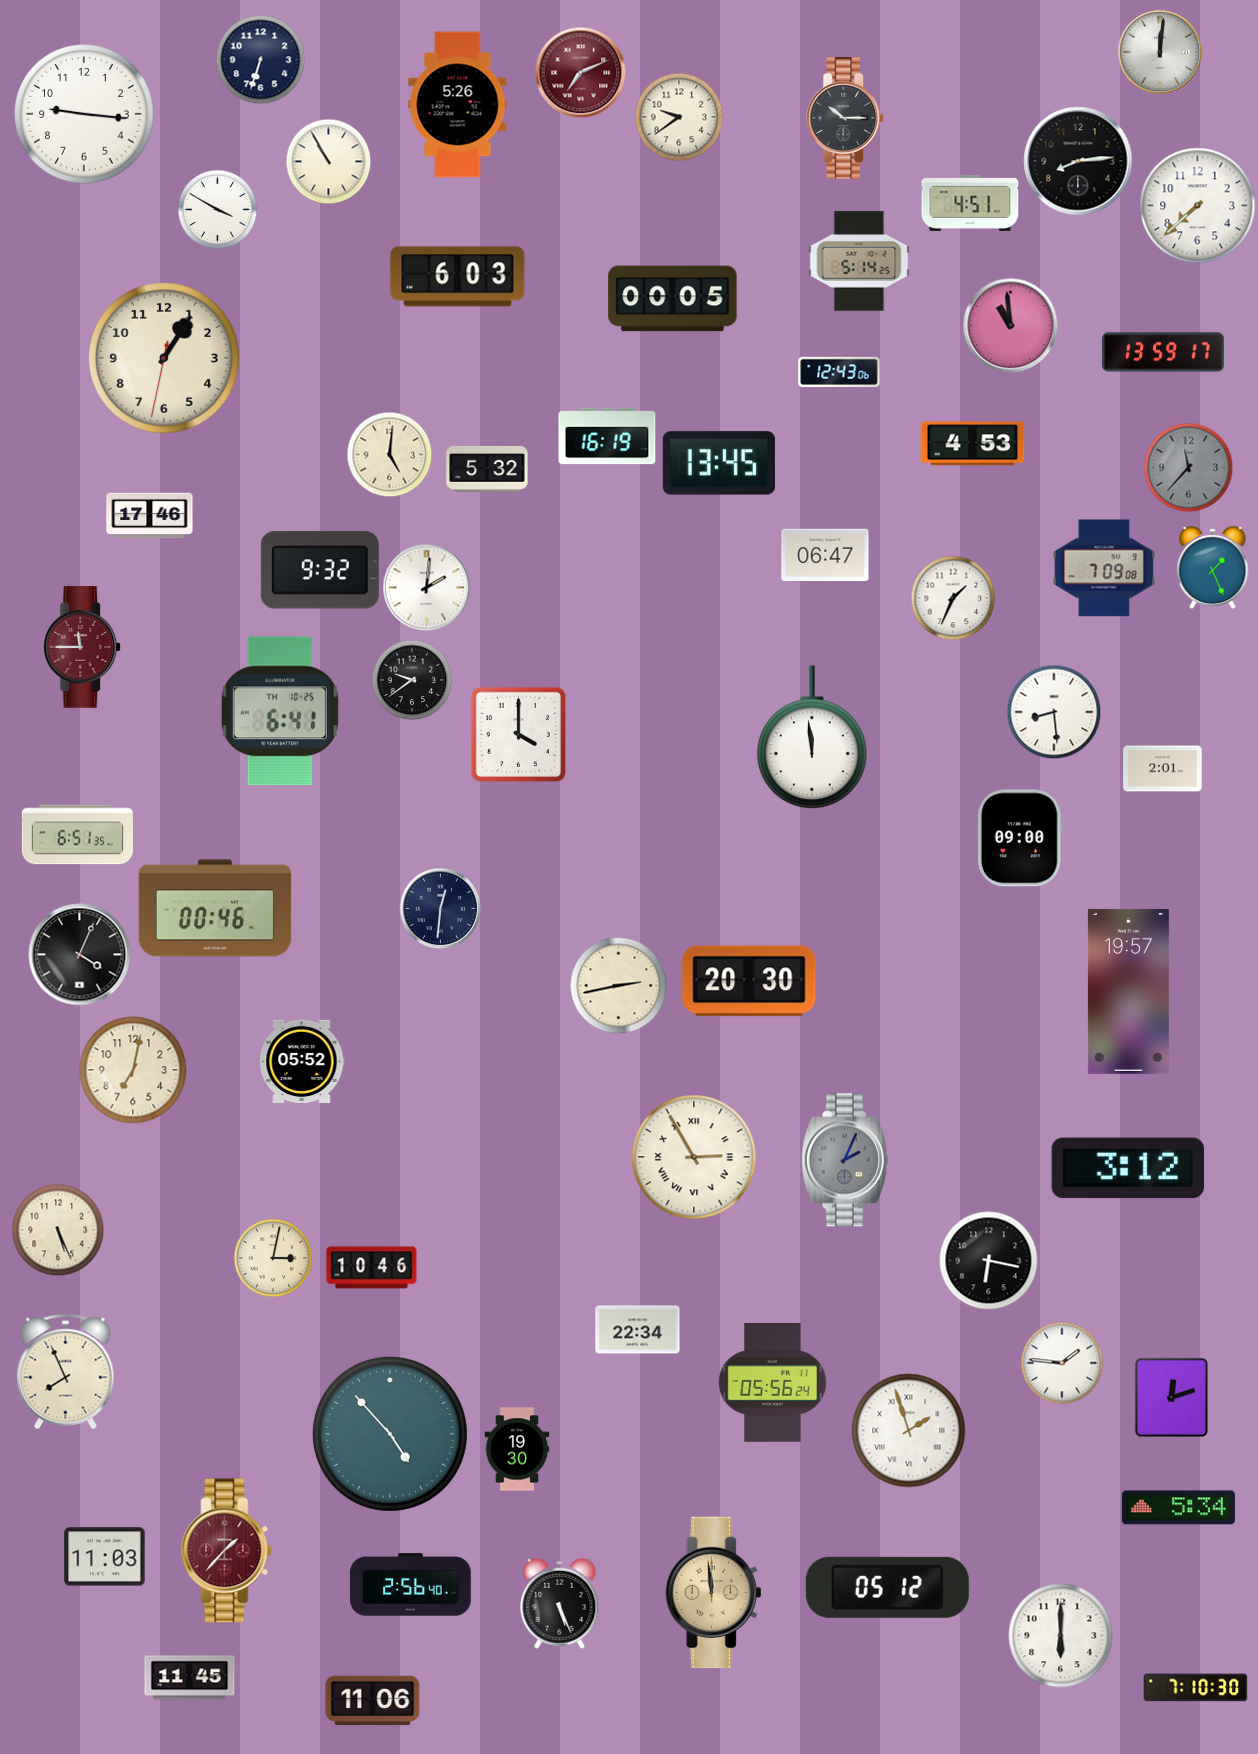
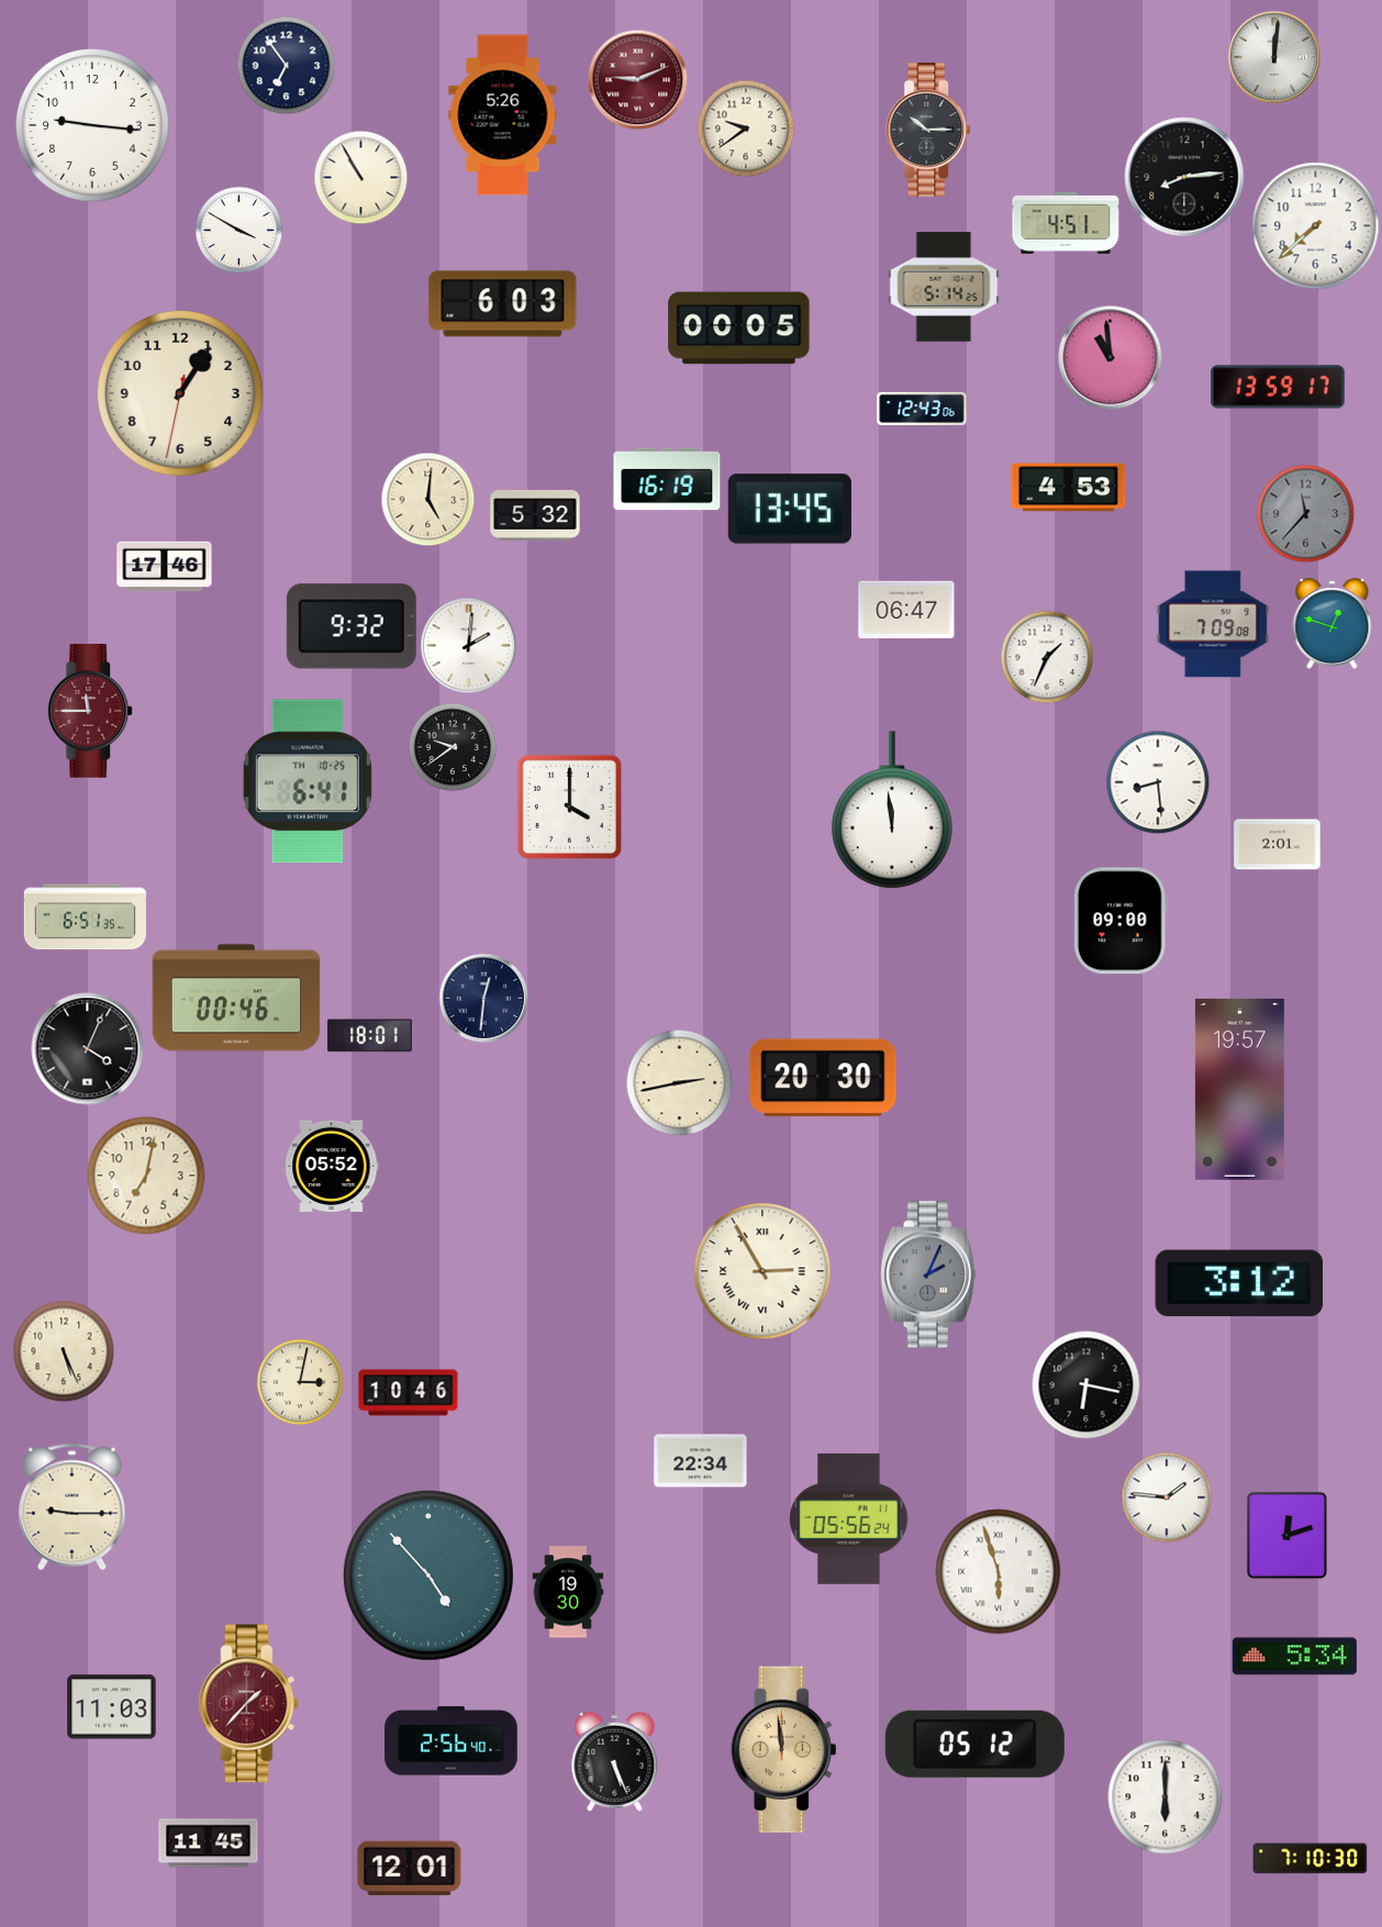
clock at (260, 59): 6:33 -> 6:54
clock at (580, 72): 7:11 -> 9:11
clock at (1213, 568): 1:26 -> 12:48
clock at (370, 1036): none -> 18:01
clock at (66, 1372): 7:56 -> 9:15
clock at (909, 1431): 1:57 -> 5:57
clock at (105, 1557) position: (105, 1557) -> (112, 1707)
clock at (1196, 1688) position: (1196, 1688) -> (1311, 1859)
clock at (373, 1701): 11:06 -> 12:01
